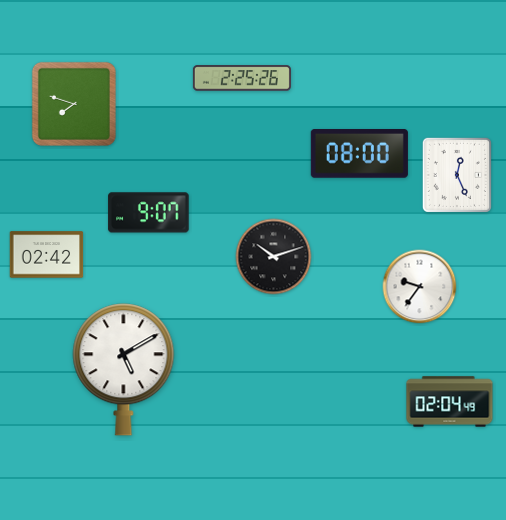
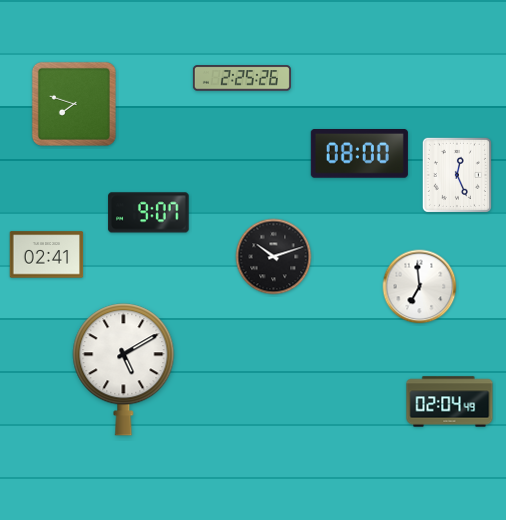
clock at (47, 255): 02:42 -> 02:41
clock at (420, 287): 9:36 -> 6:59
